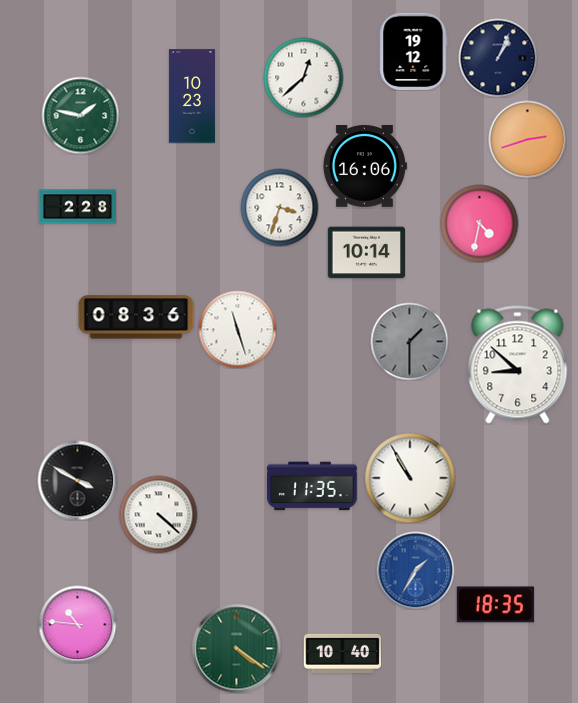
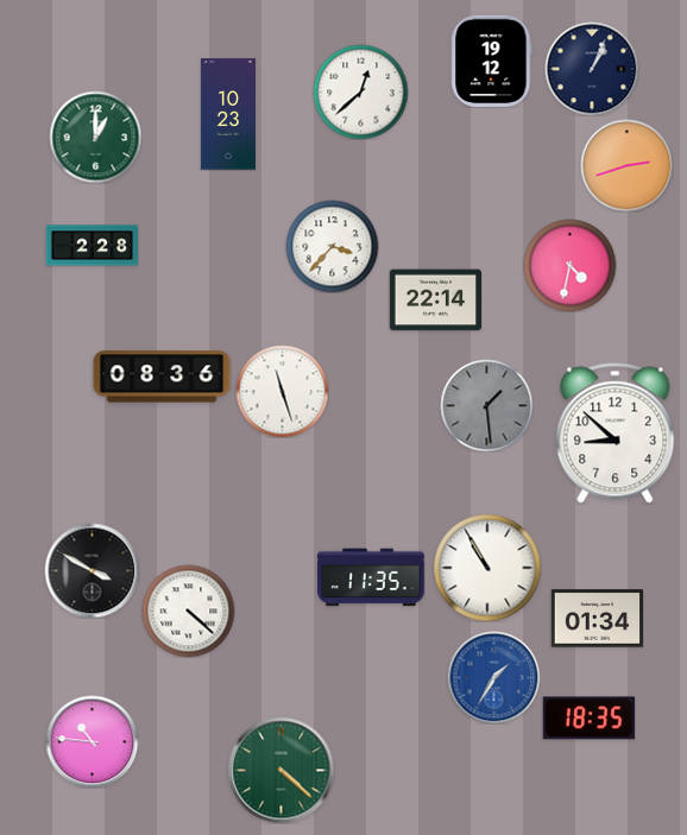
clock at (80, 115): 1:47 -> 1:00
clock at (365, 167): 16:06 -> none
clock at (279, 207): 3:33 -> 3:37
clock at (366, 253): 10:14 -> 22:14
clock at (409, 341): 1:30 -> 1:29
clock at (597, 619): none -> 01:34
clock at (236, 648): 4:21 -> 4:22
clock at (342, 653): 10:40 -> none
